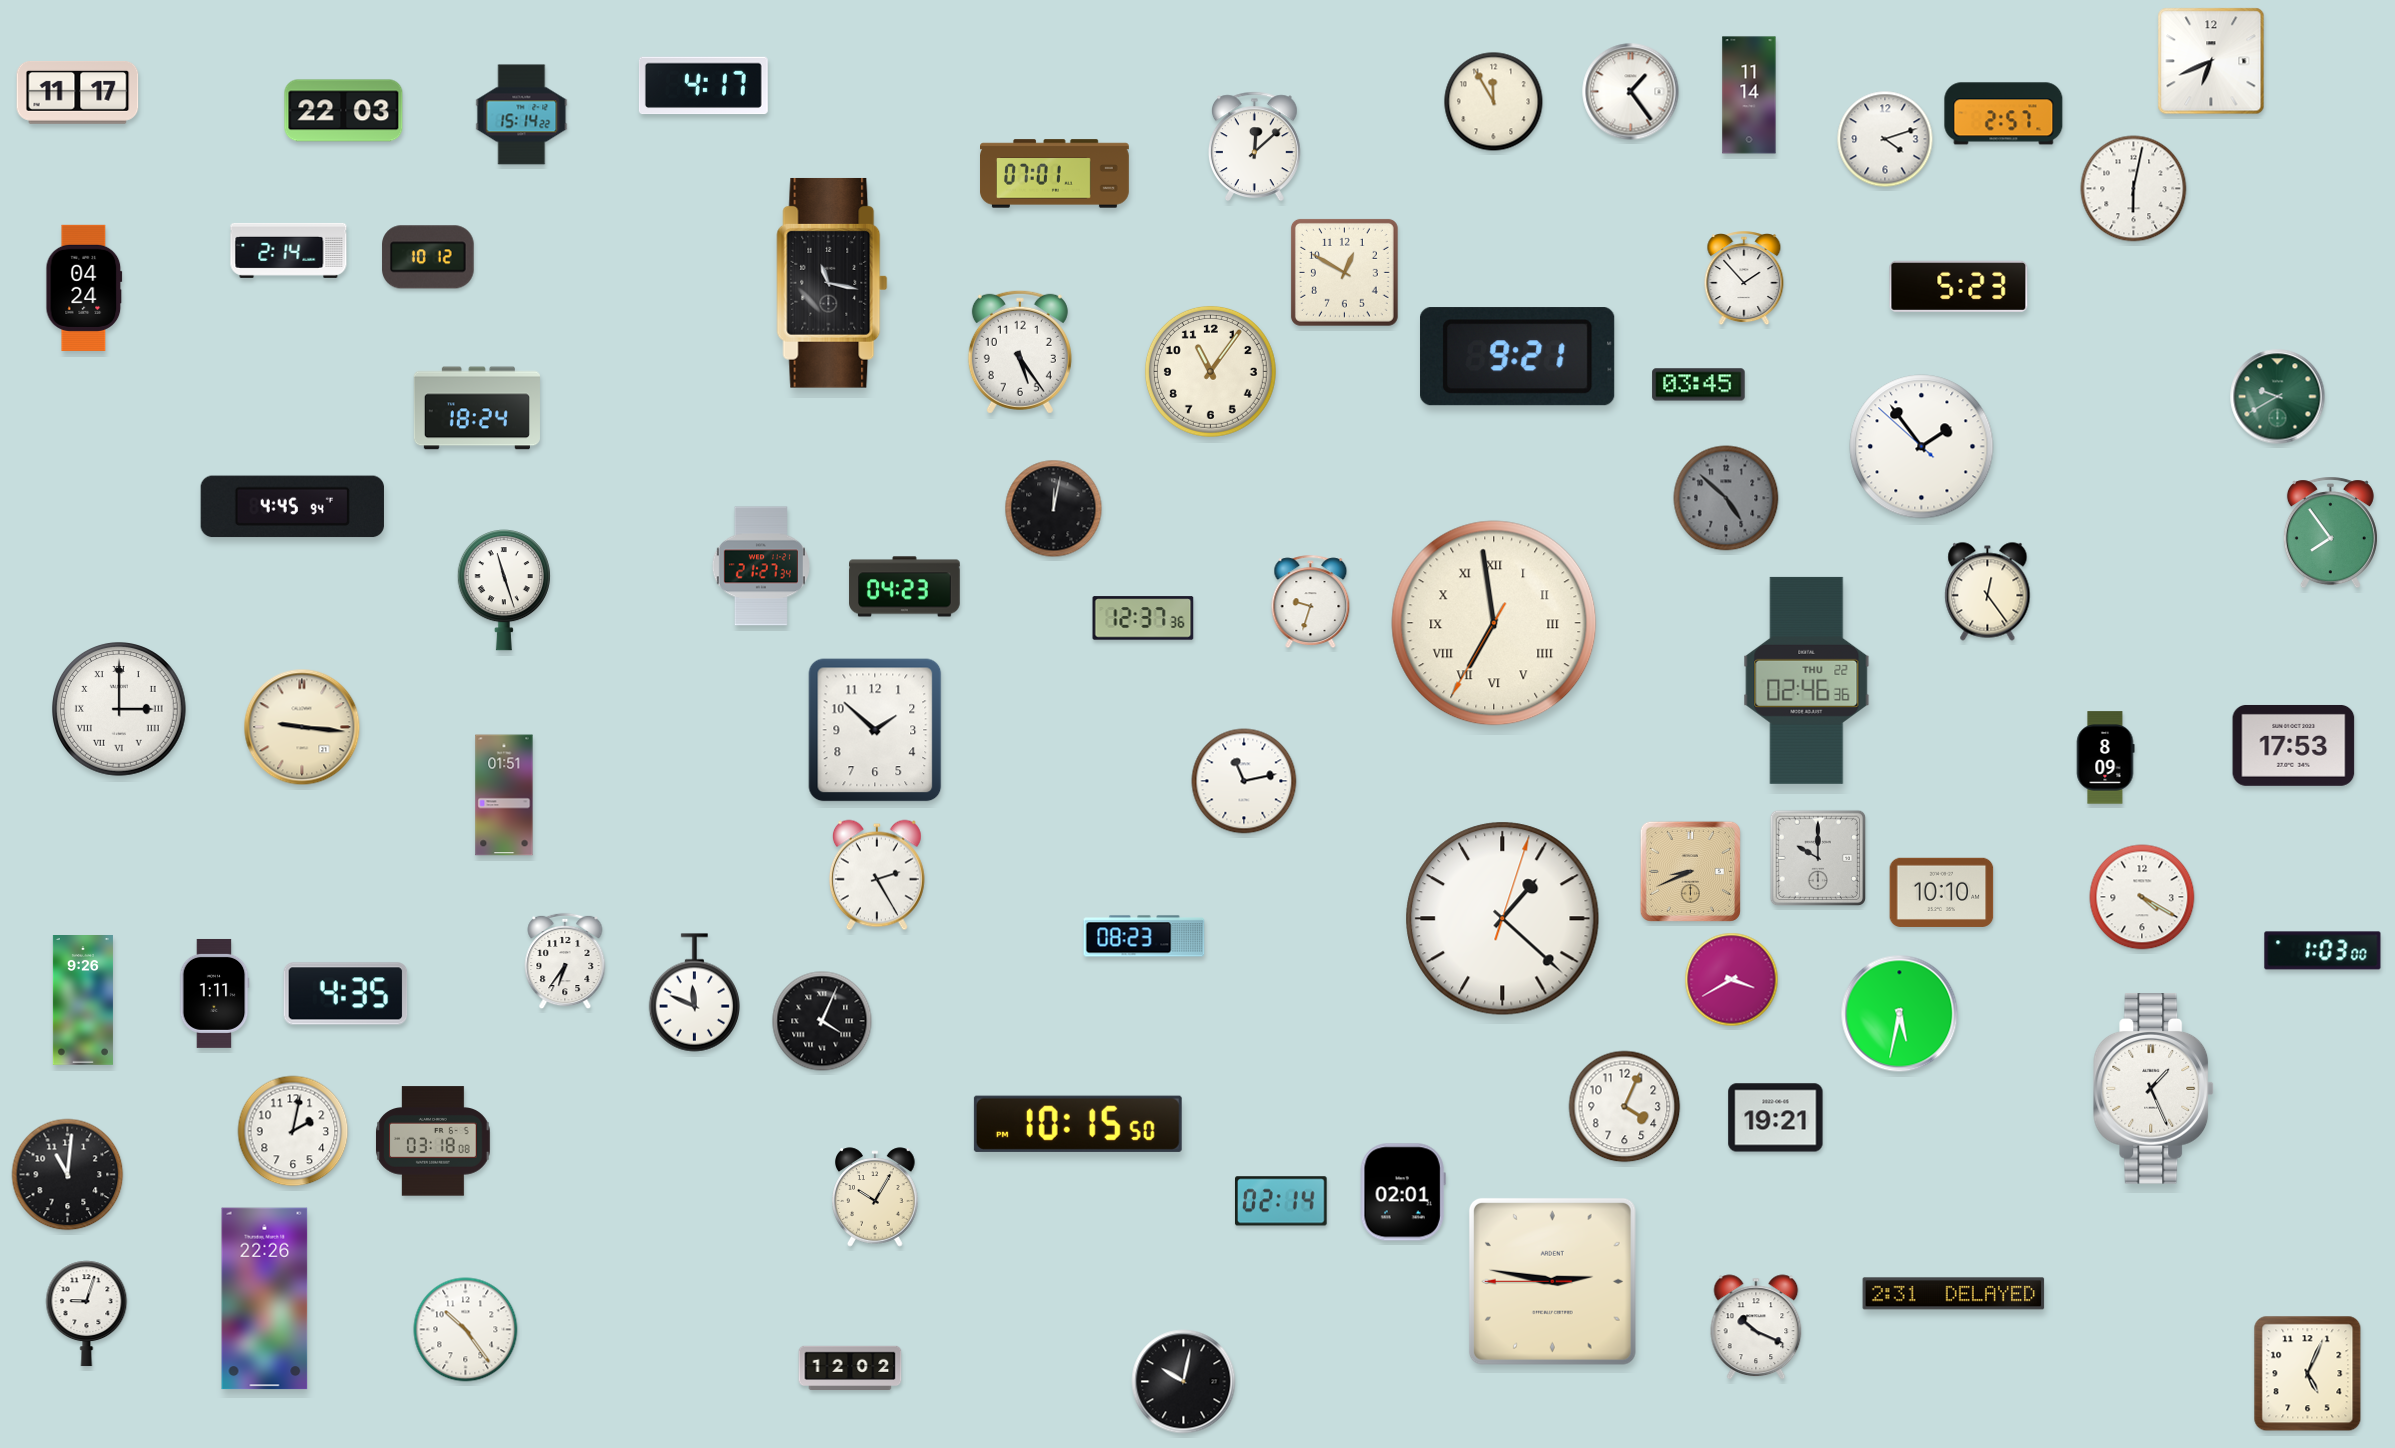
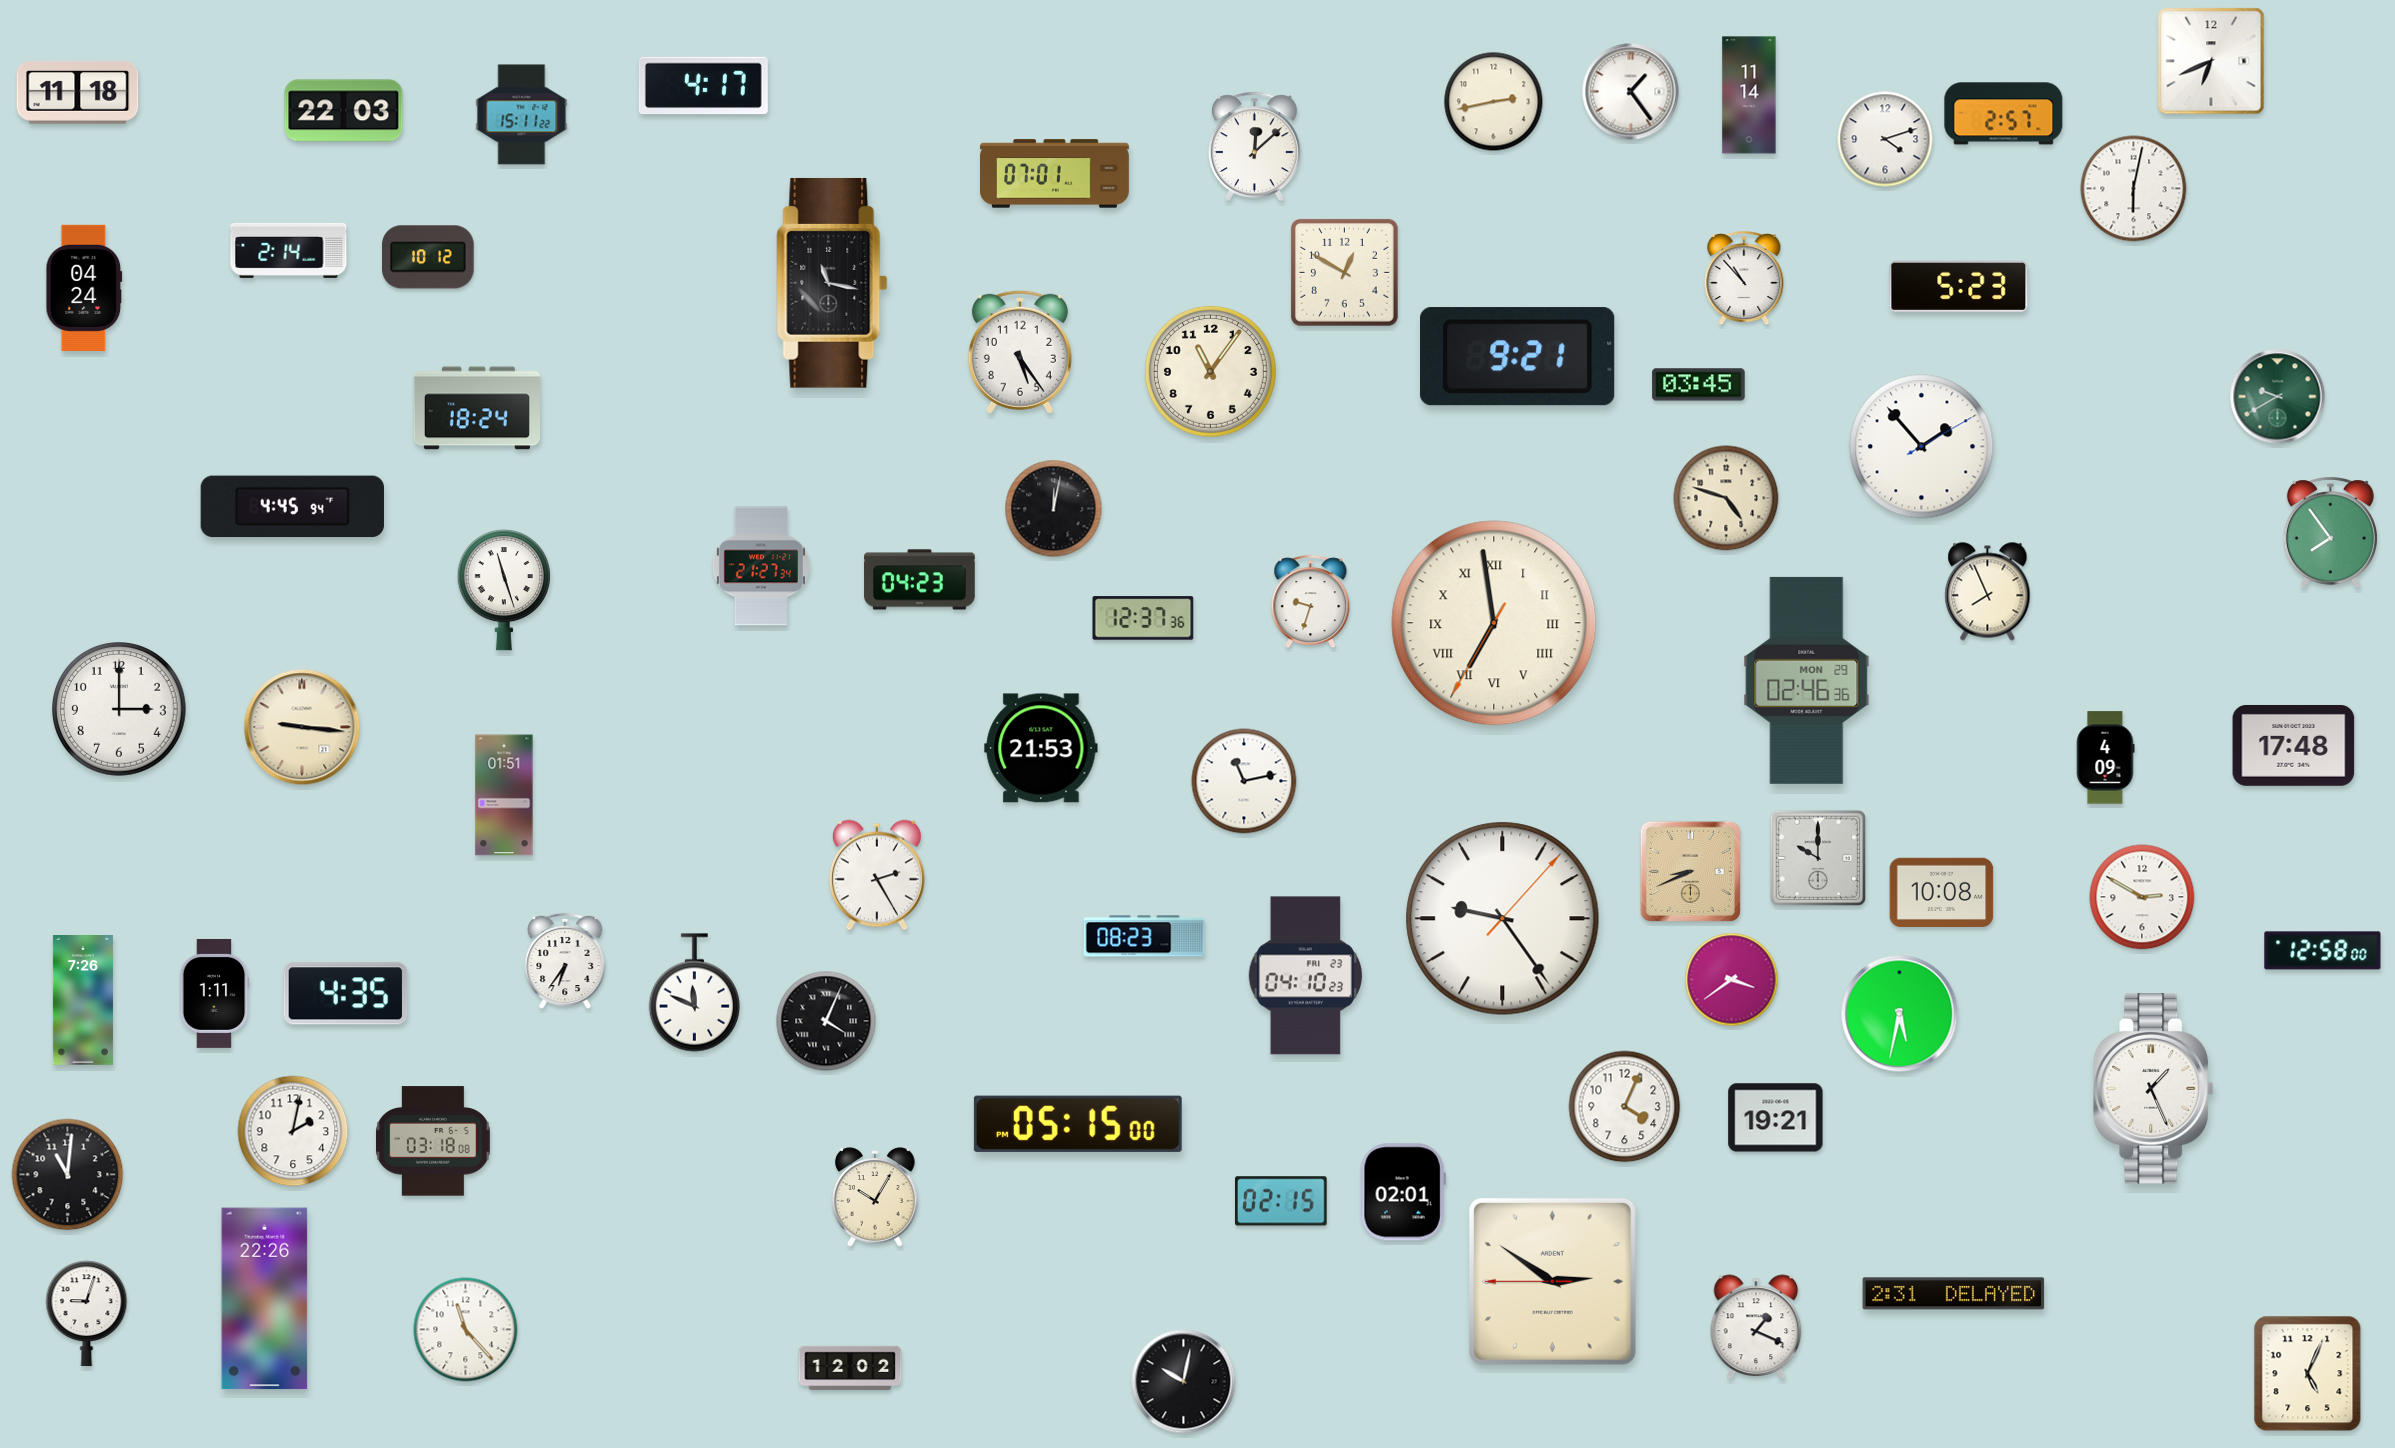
clock at (78, 92): 11:17 -> 11:18
clock at (1494, 102): 11:55 -> 2:43
clock at (522, 115): 15:14 -> 15:11
clock at (1744, 279): 1:53 -> 10:53
clock at (1922, 447): 1:53:52 -> 1:53:10
clock at (1726, 498): 4:52 -> 4:48
clock at (1726, 498) dial: grey -> cream
clock at (905, 587) position: (905, 587) -> (920, 580)
clock at (1988, 592): 12:24 -> 7:56
clock at (1807, 680) date: THU 22 -> MON 29
clock at (120, 710) numerals: Roman -> Arabic
clock at (875, 730): 1:52 -> none
clock at (2294, 745): 17:53 -> 17:48
clock at (1041, 748): none -> 21:53
clock at (2105, 758): 8:09 -> 4:09
clock at (1942, 892): 10:10 -> 10:08
clock at (2142, 897): 4:20 -> 2:50
clock at (1503, 919): 1:22 -> 9:24
clock at (2323, 951): 1:03 -> 12:58
clock at (1305, 976): none -> 04:10
clock at (1732, 980): 3:40 -> 3:39
clock at (83, 1000): 9:26 -> 7:26
clock at (822, 1021) position: (822, 1021) -> (826, 1021)
clock at (1078, 1124): 10:15 -> 05:15
clock at (1281, 1201): 02:14 -> 02:15
clock at (1552, 1281): 2:46 -> 2:50
clock at (1756, 1327): 10:19 -> 1:19
clock at (466, 1330): 10:24 -> 11:23
